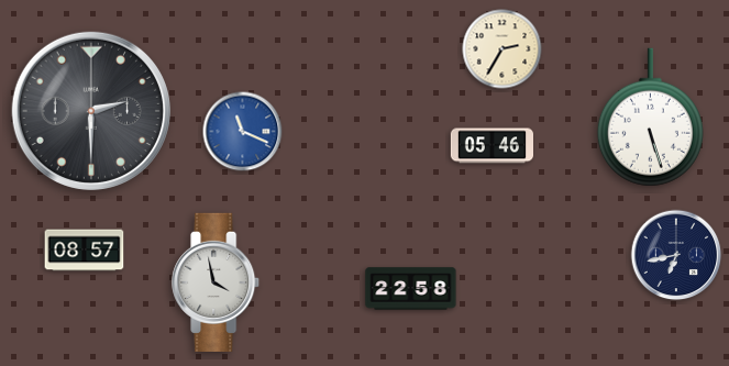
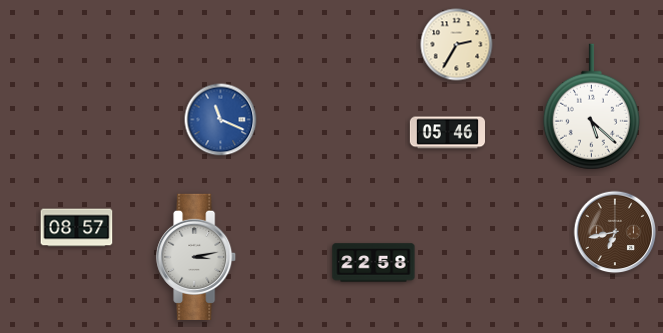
clock at (91, 111): 2:30 -> none
clock at (650, 118): 5:27 -> 5:22
clock at (676, 255) dial: navy -> brown
clock at (217, 282): 3:58 -> 3:13
